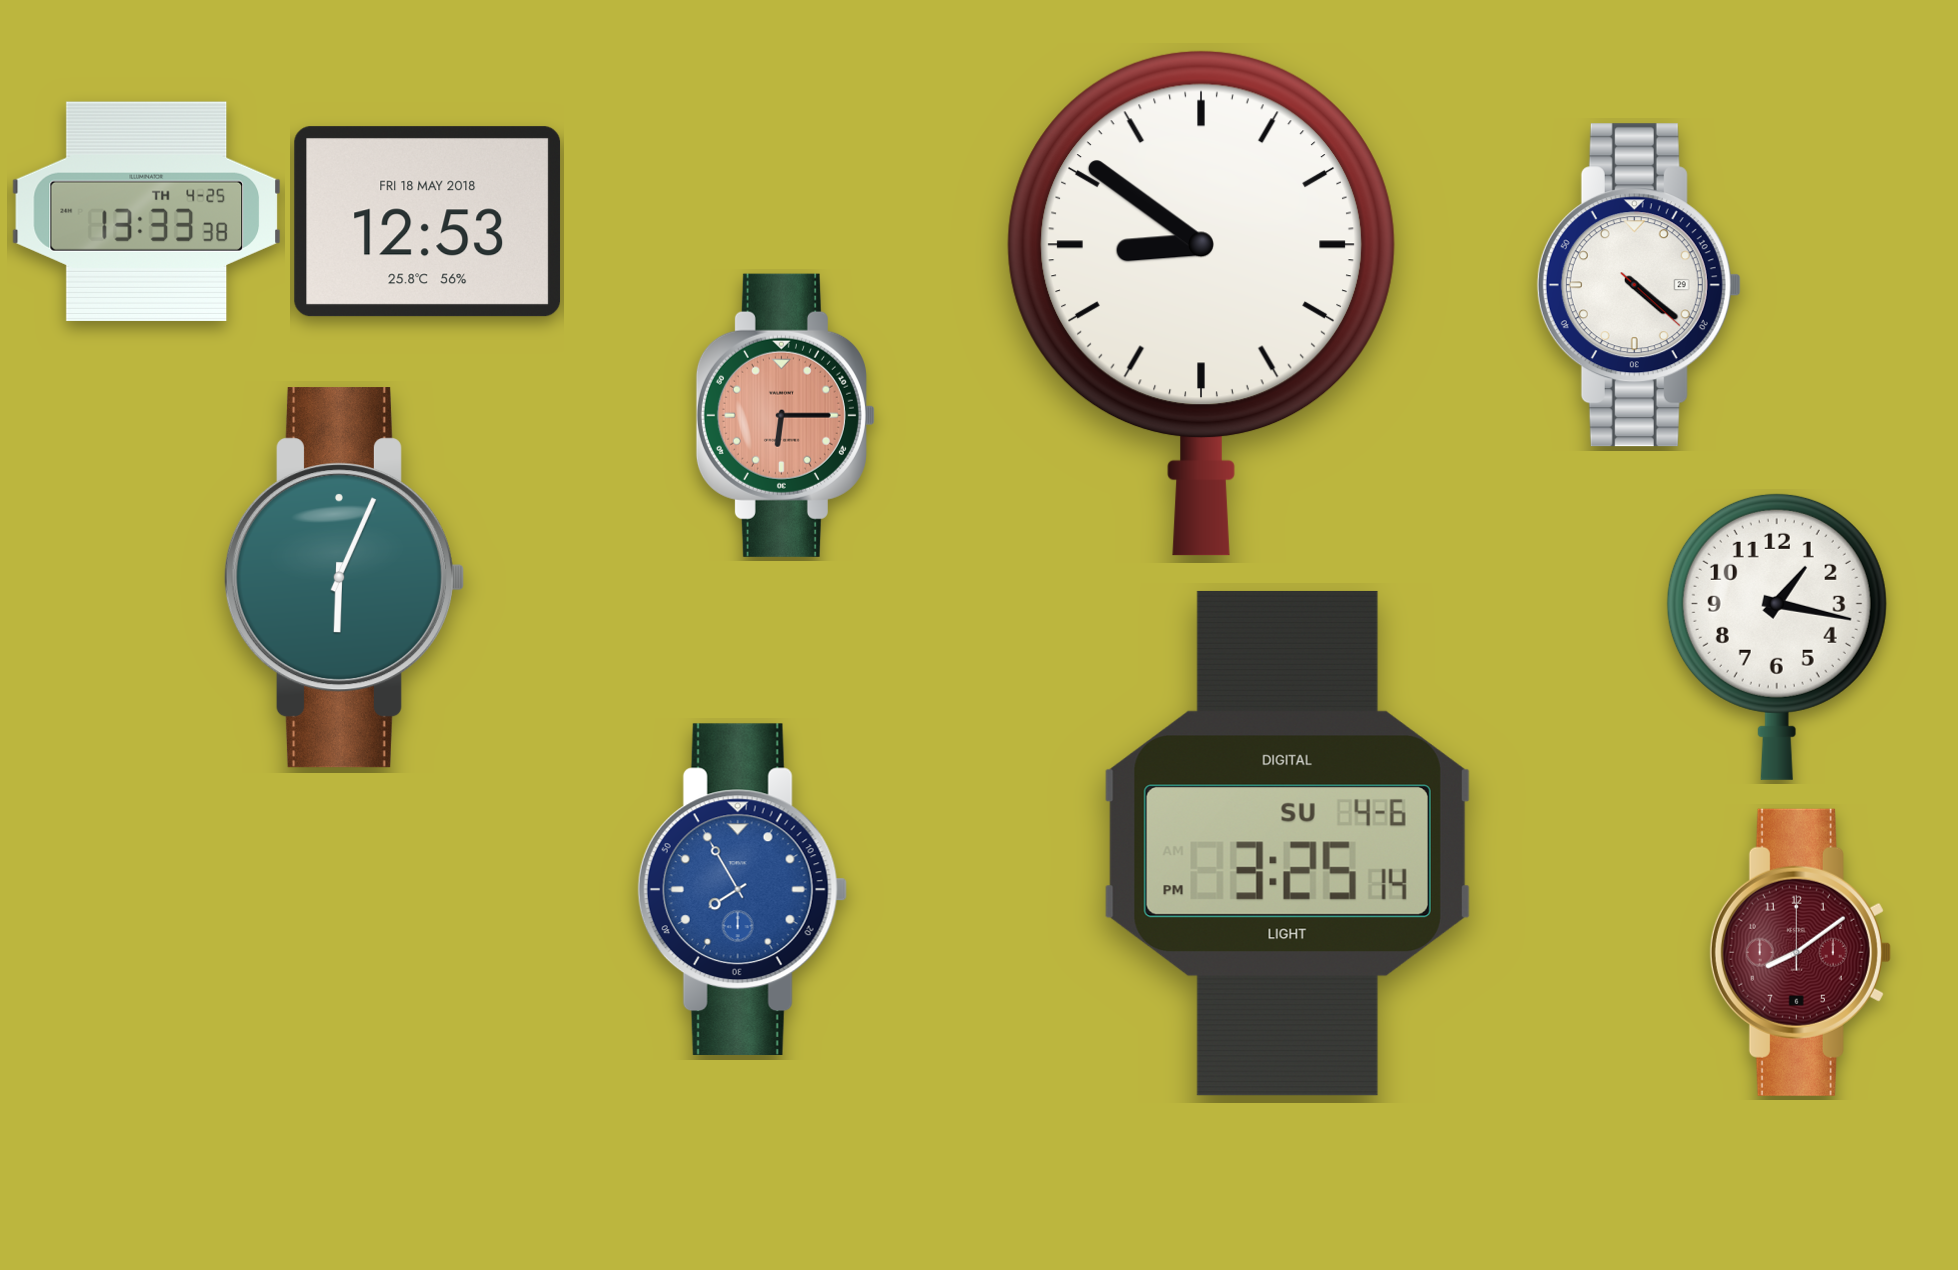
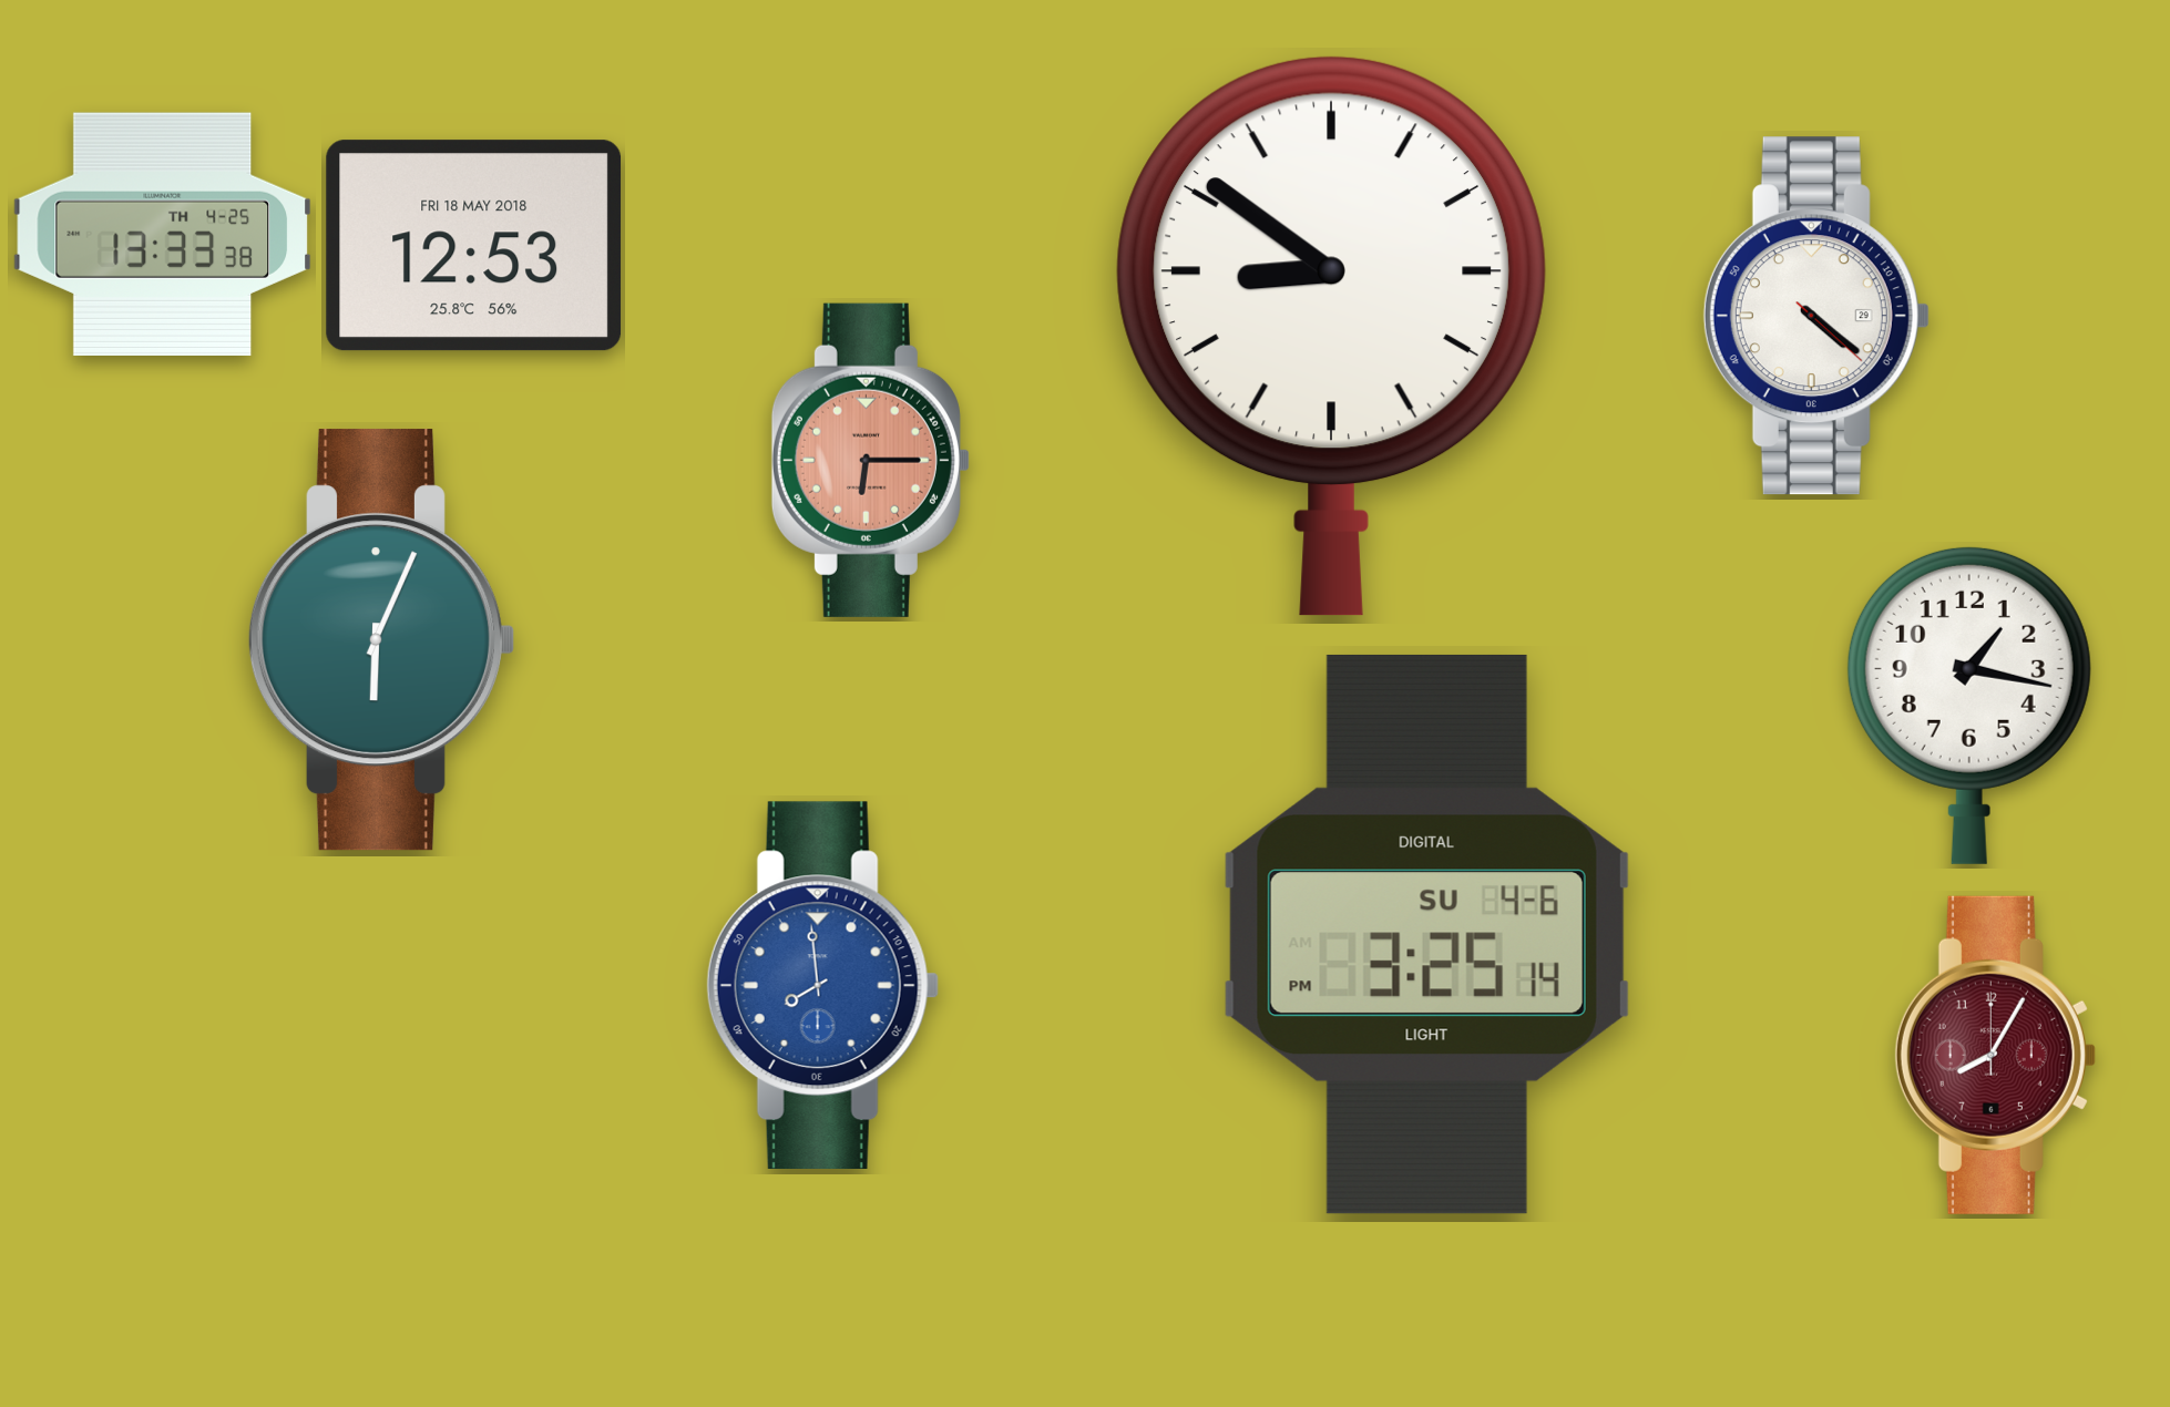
clock at (742, 889): 7:55 -> 7:59
clock at (1800, 952): 8:09 -> 8:05
